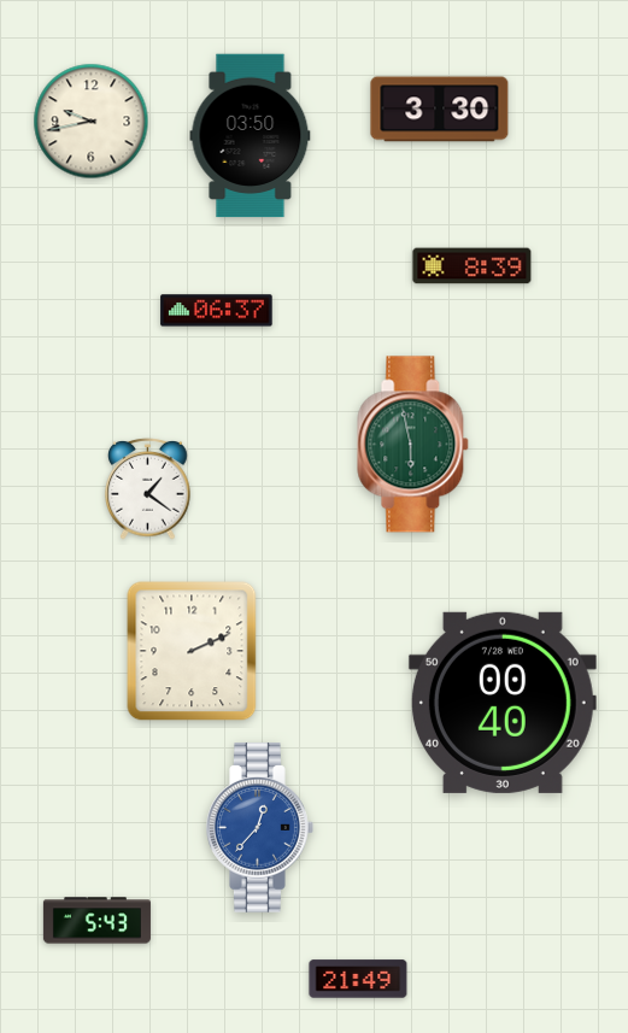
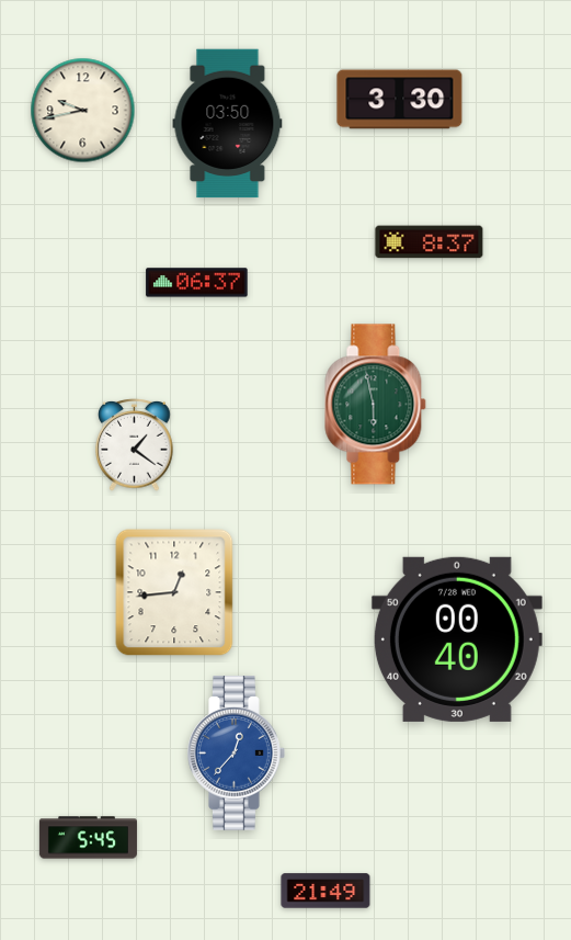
clock at (473, 266): 8:39 -> 8:37
clock at (192, 651): 2:11 -> 12:44
clock at (96, 921): 5:43 -> 5:45
